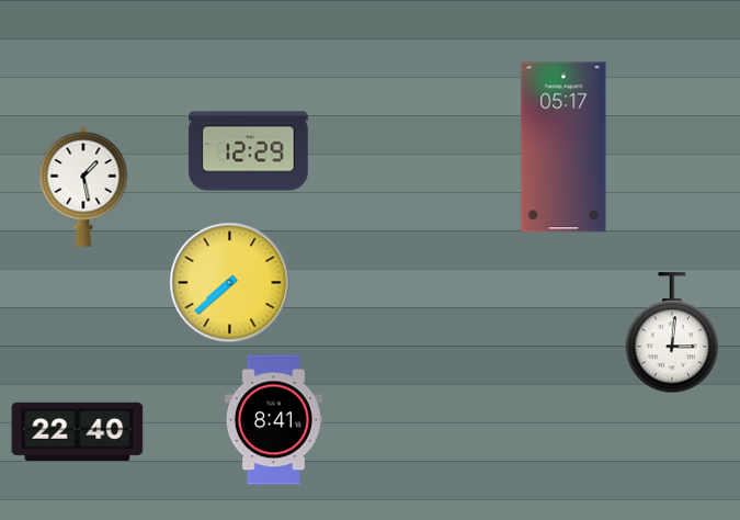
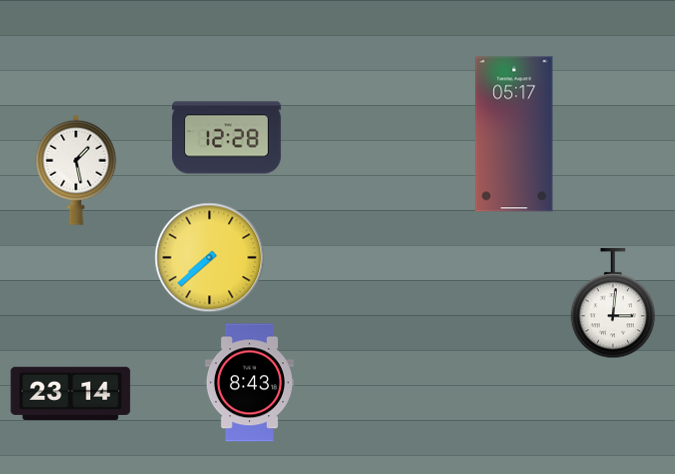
clock at (249, 151): 12:29 -> 12:28
clock at (273, 420): 8:41 -> 8:43
clock at (78, 431): 22:40 -> 23:14
